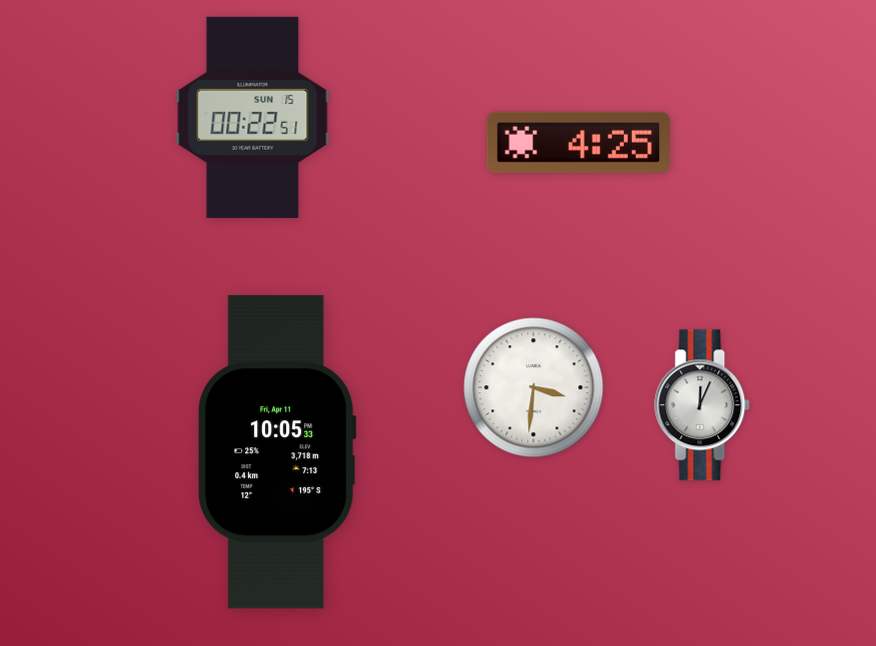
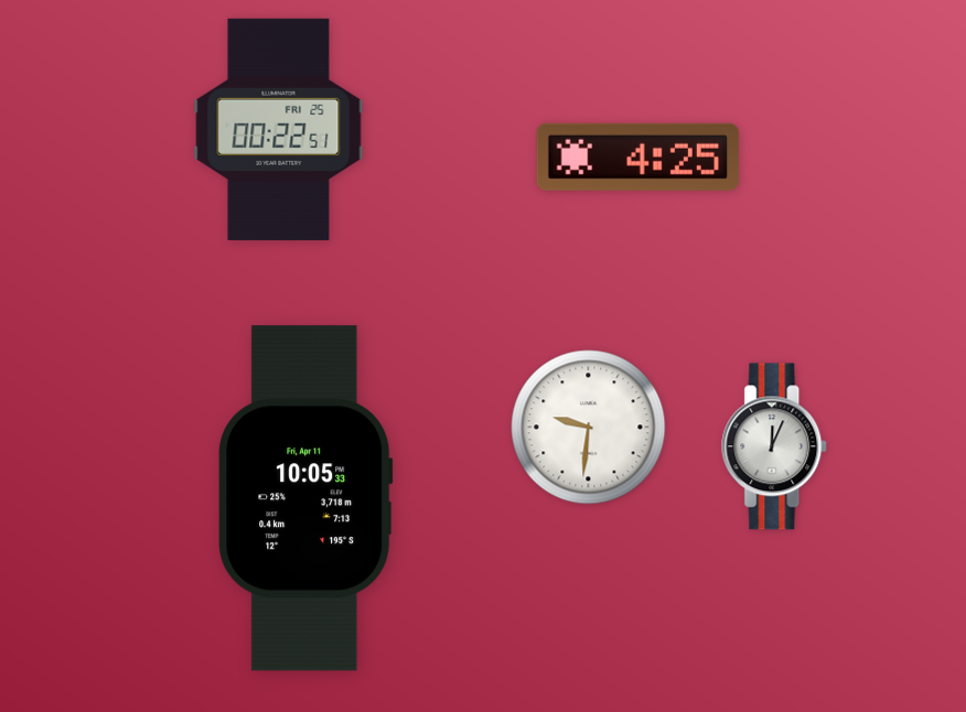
clock at (253, 117) date: SUN 15 -> FRI 25
clock at (534, 388): 3:31 -> 9:31
